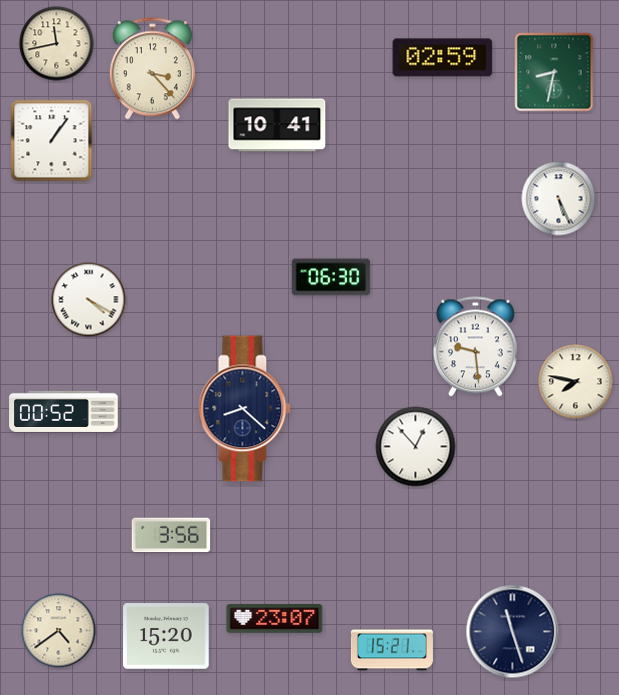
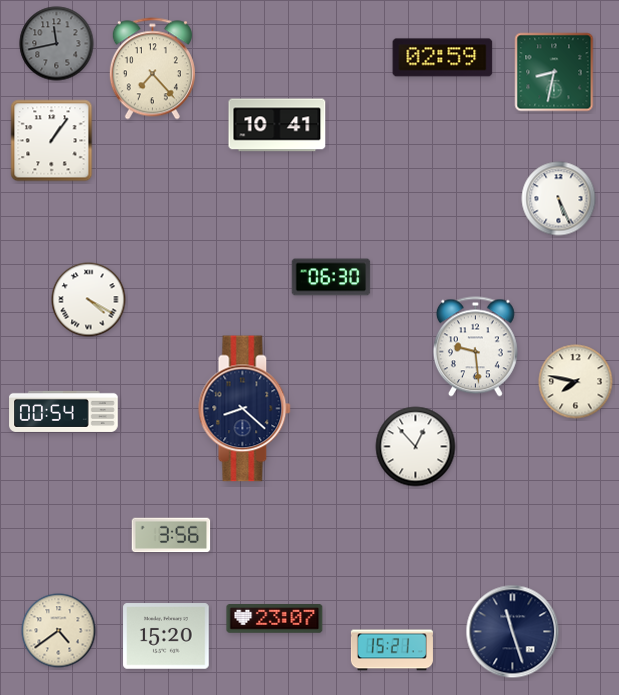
clock at (57, 44) dial: cream -> grey
clock at (152, 69): 3:23 -> 7:23
clock at (64, 411): 00:52 -> 00:54
